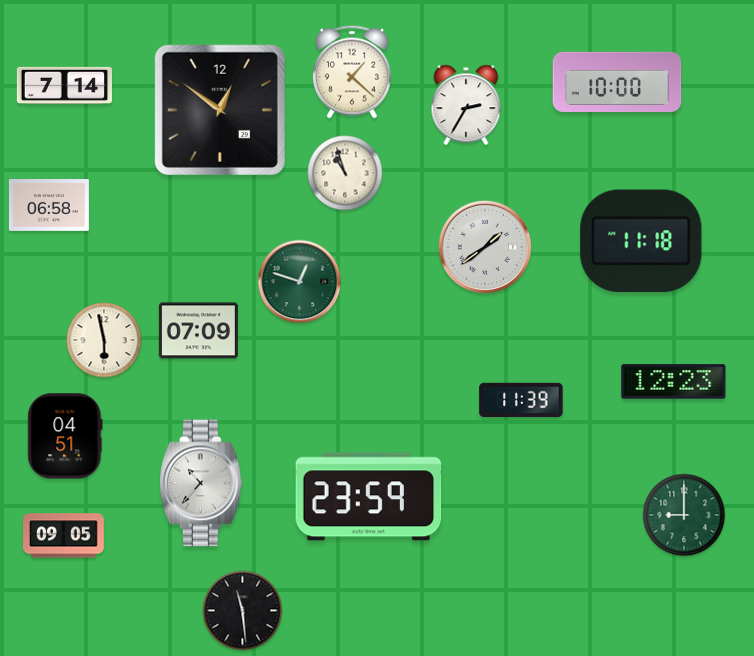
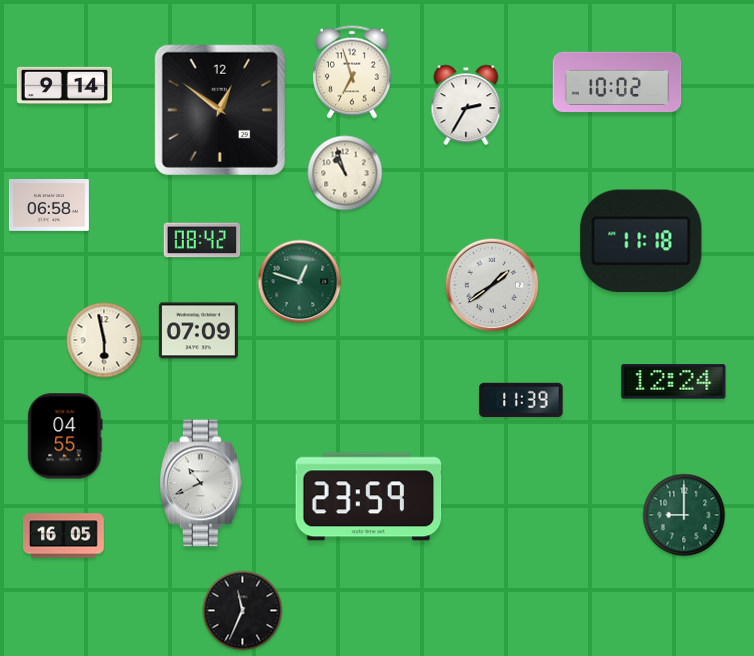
clock at (352, 72): 1:22 -> 6:57
clock at (617, 82): 10:00 -> 10:02
clock at (64, 85): 7:14 -> 9:14
clock at (202, 240): none -> 08:42
clock at (485, 247) position: (485, 247) -> (492, 285)
clock at (674, 382): 12:23 -> 12:24
clock at (65, 436): 04:51 -> 04:55
clock at (202, 483): 10:37 -> 10:41
clock at (64, 536): 09:05 -> 16:05
clock at (243, 611): 11:29 -> 11:34
